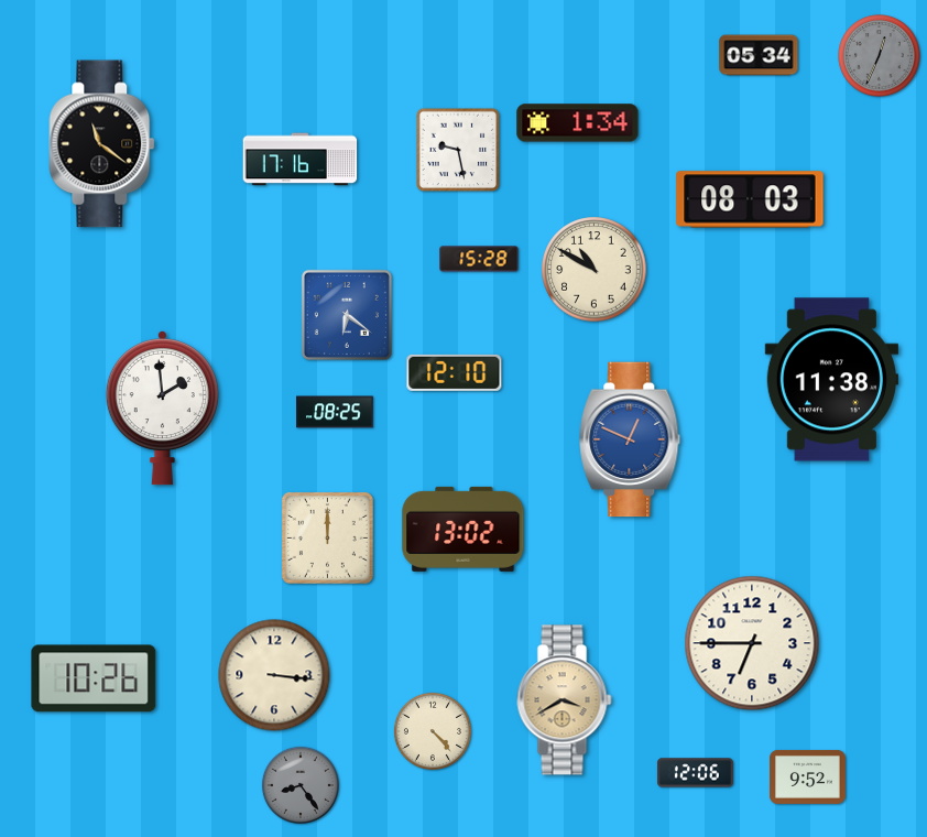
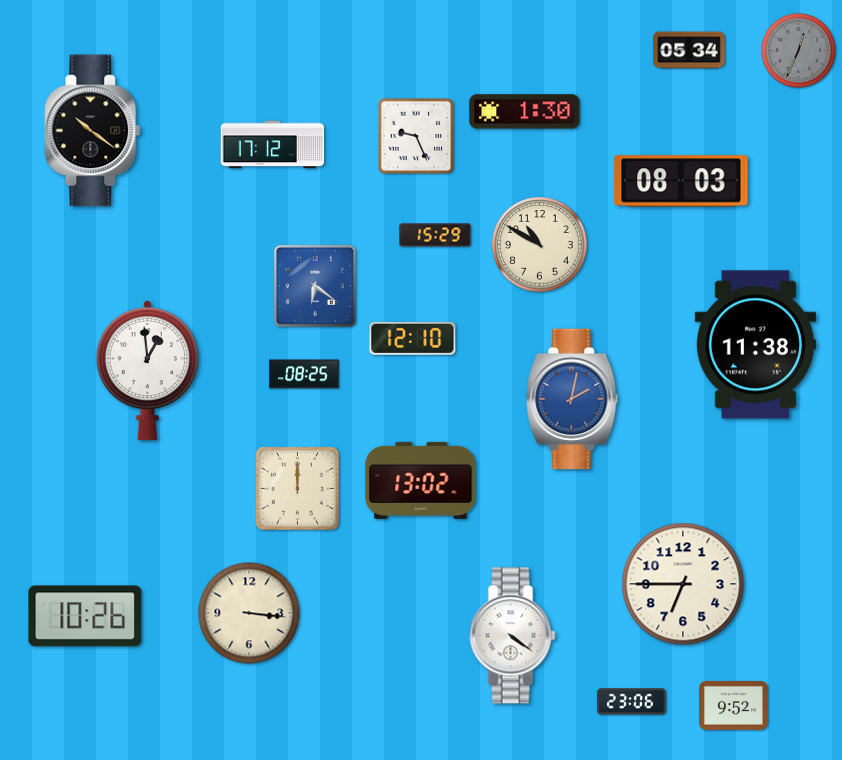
clock at (578, 123): 1:34 -> 1:30
clock at (102, 144): 11:21 -> 10:21
clock at (458, 150): 9:28 -> 9:26
clock at (301, 160): 17:16 -> 17:12
clock at (479, 259): 15:28 -> 15:29
clock at (162, 407): 1:59 -> 12:59
clock at (630, 439): 12:49 -> 2:02
clock at (565, 700): 3:40 -> 4:21
clock at (565, 700) dial: champagne -> white
clock at (433, 731): 4:23 -> none
clock at (695, 773): 12:06 -> 23:06
clock at (301, 785): 8:24 -> none
